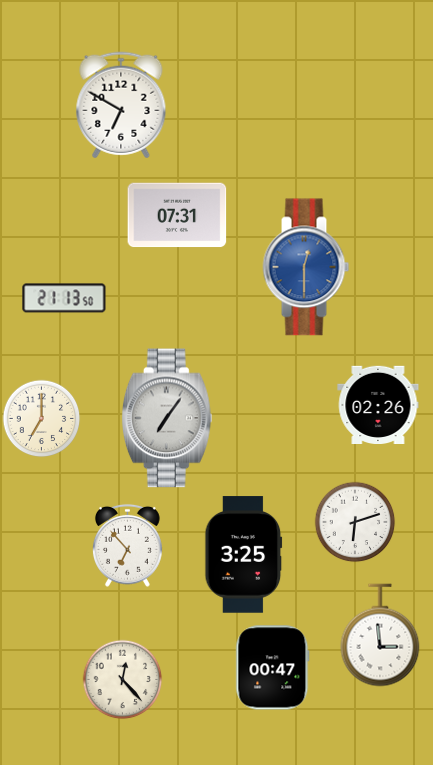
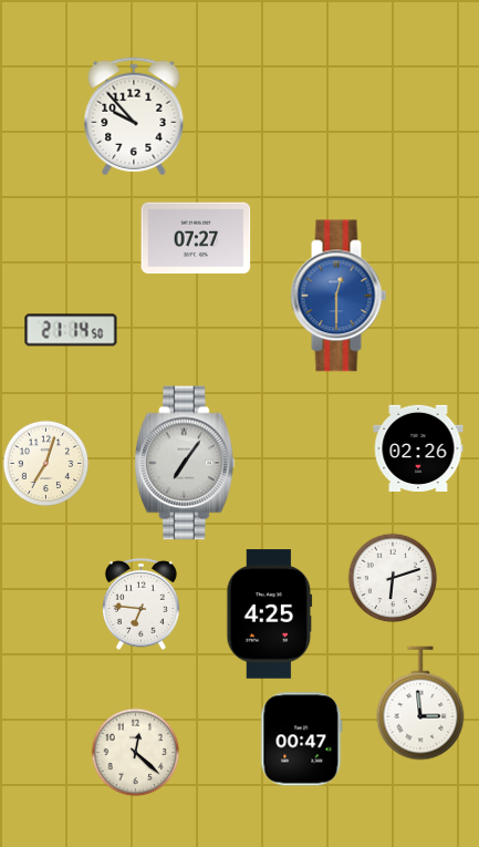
clock at (121, 105): 6:50 -> 9:53
clock at (177, 215): 07:31 -> 07:27
clock at (64, 298): 21:13 -> 21:14
clock at (41, 418): 7:00 -> 7:03
clock at (128, 545): 6:53 -> 6:46
clock at (244, 555): 3:25 -> 4:25
clock at (122, 679): 12:23 -> 12:22
